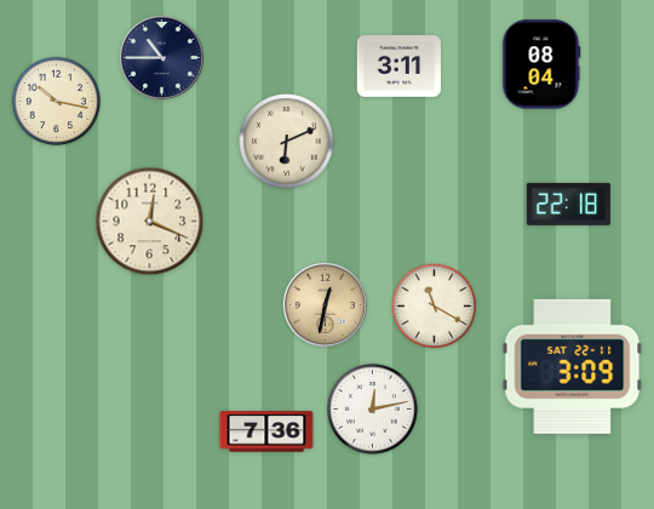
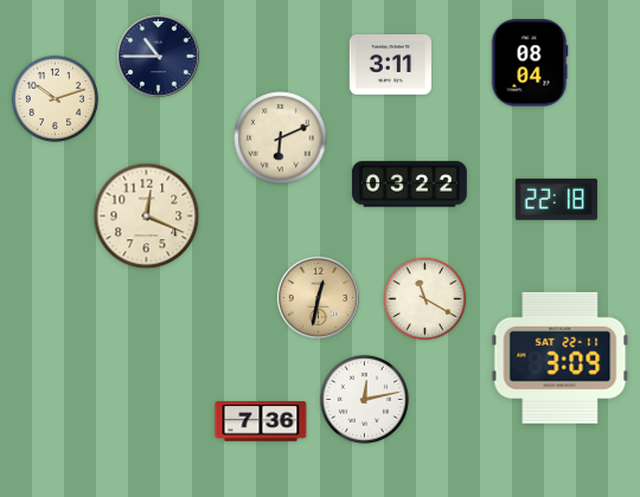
clock at (56, 101): 10:17 -> 10:12
clock at (410, 185): none -> 03:22
